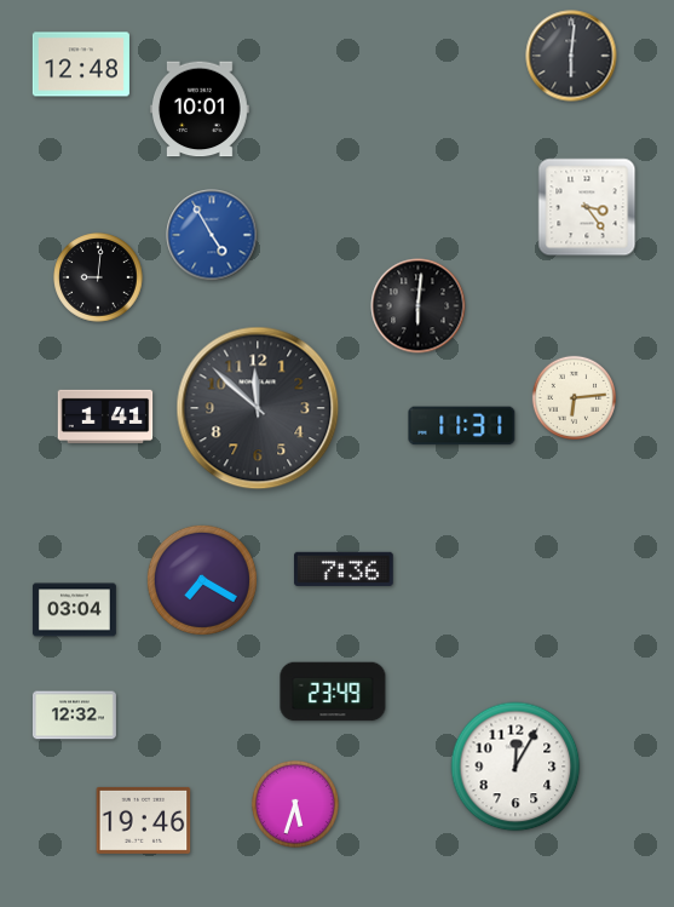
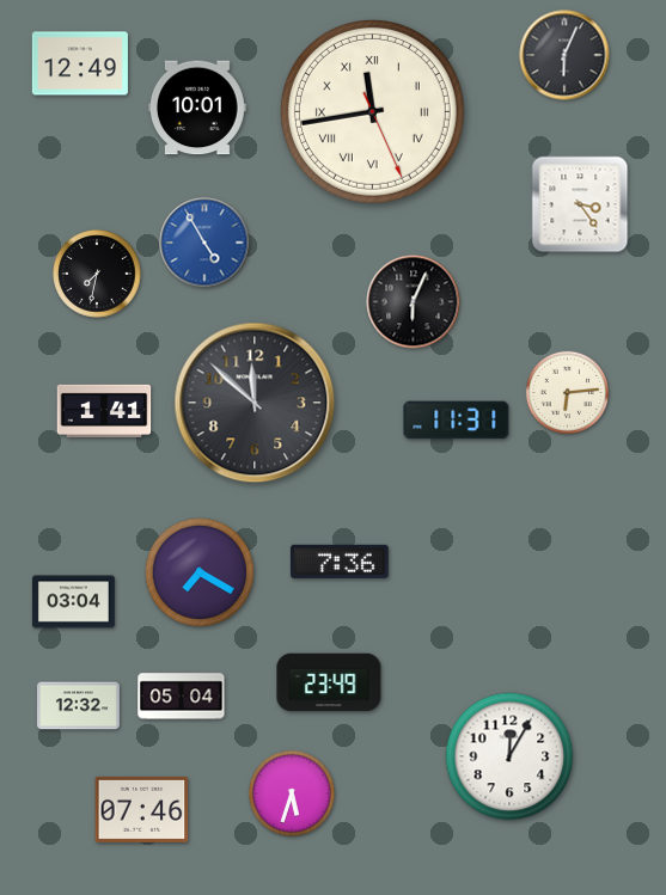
clock at (571, 56): 6:01 -> 6:04
clock at (81, 64): 12:48 -> 12:49
clock at (372, 111): none -> 11:43
clock at (212, 235) position: (212, 235) -> (204, 243)
clock at (98, 277): 9:01 -> 7:32
clock at (419, 306): 6:01 -> 6:04
clock at (182, 697): none -> 05:04
clock at (74, 716) position: (74, 716) -> (78, 706)
clock at (144, 820): 19:46 -> 07:46
